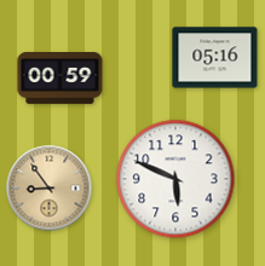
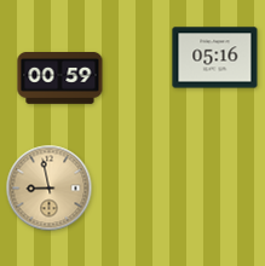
clock at (175, 179): 5:49 -> none
clock at (50, 189): 8:54 -> 8:58
